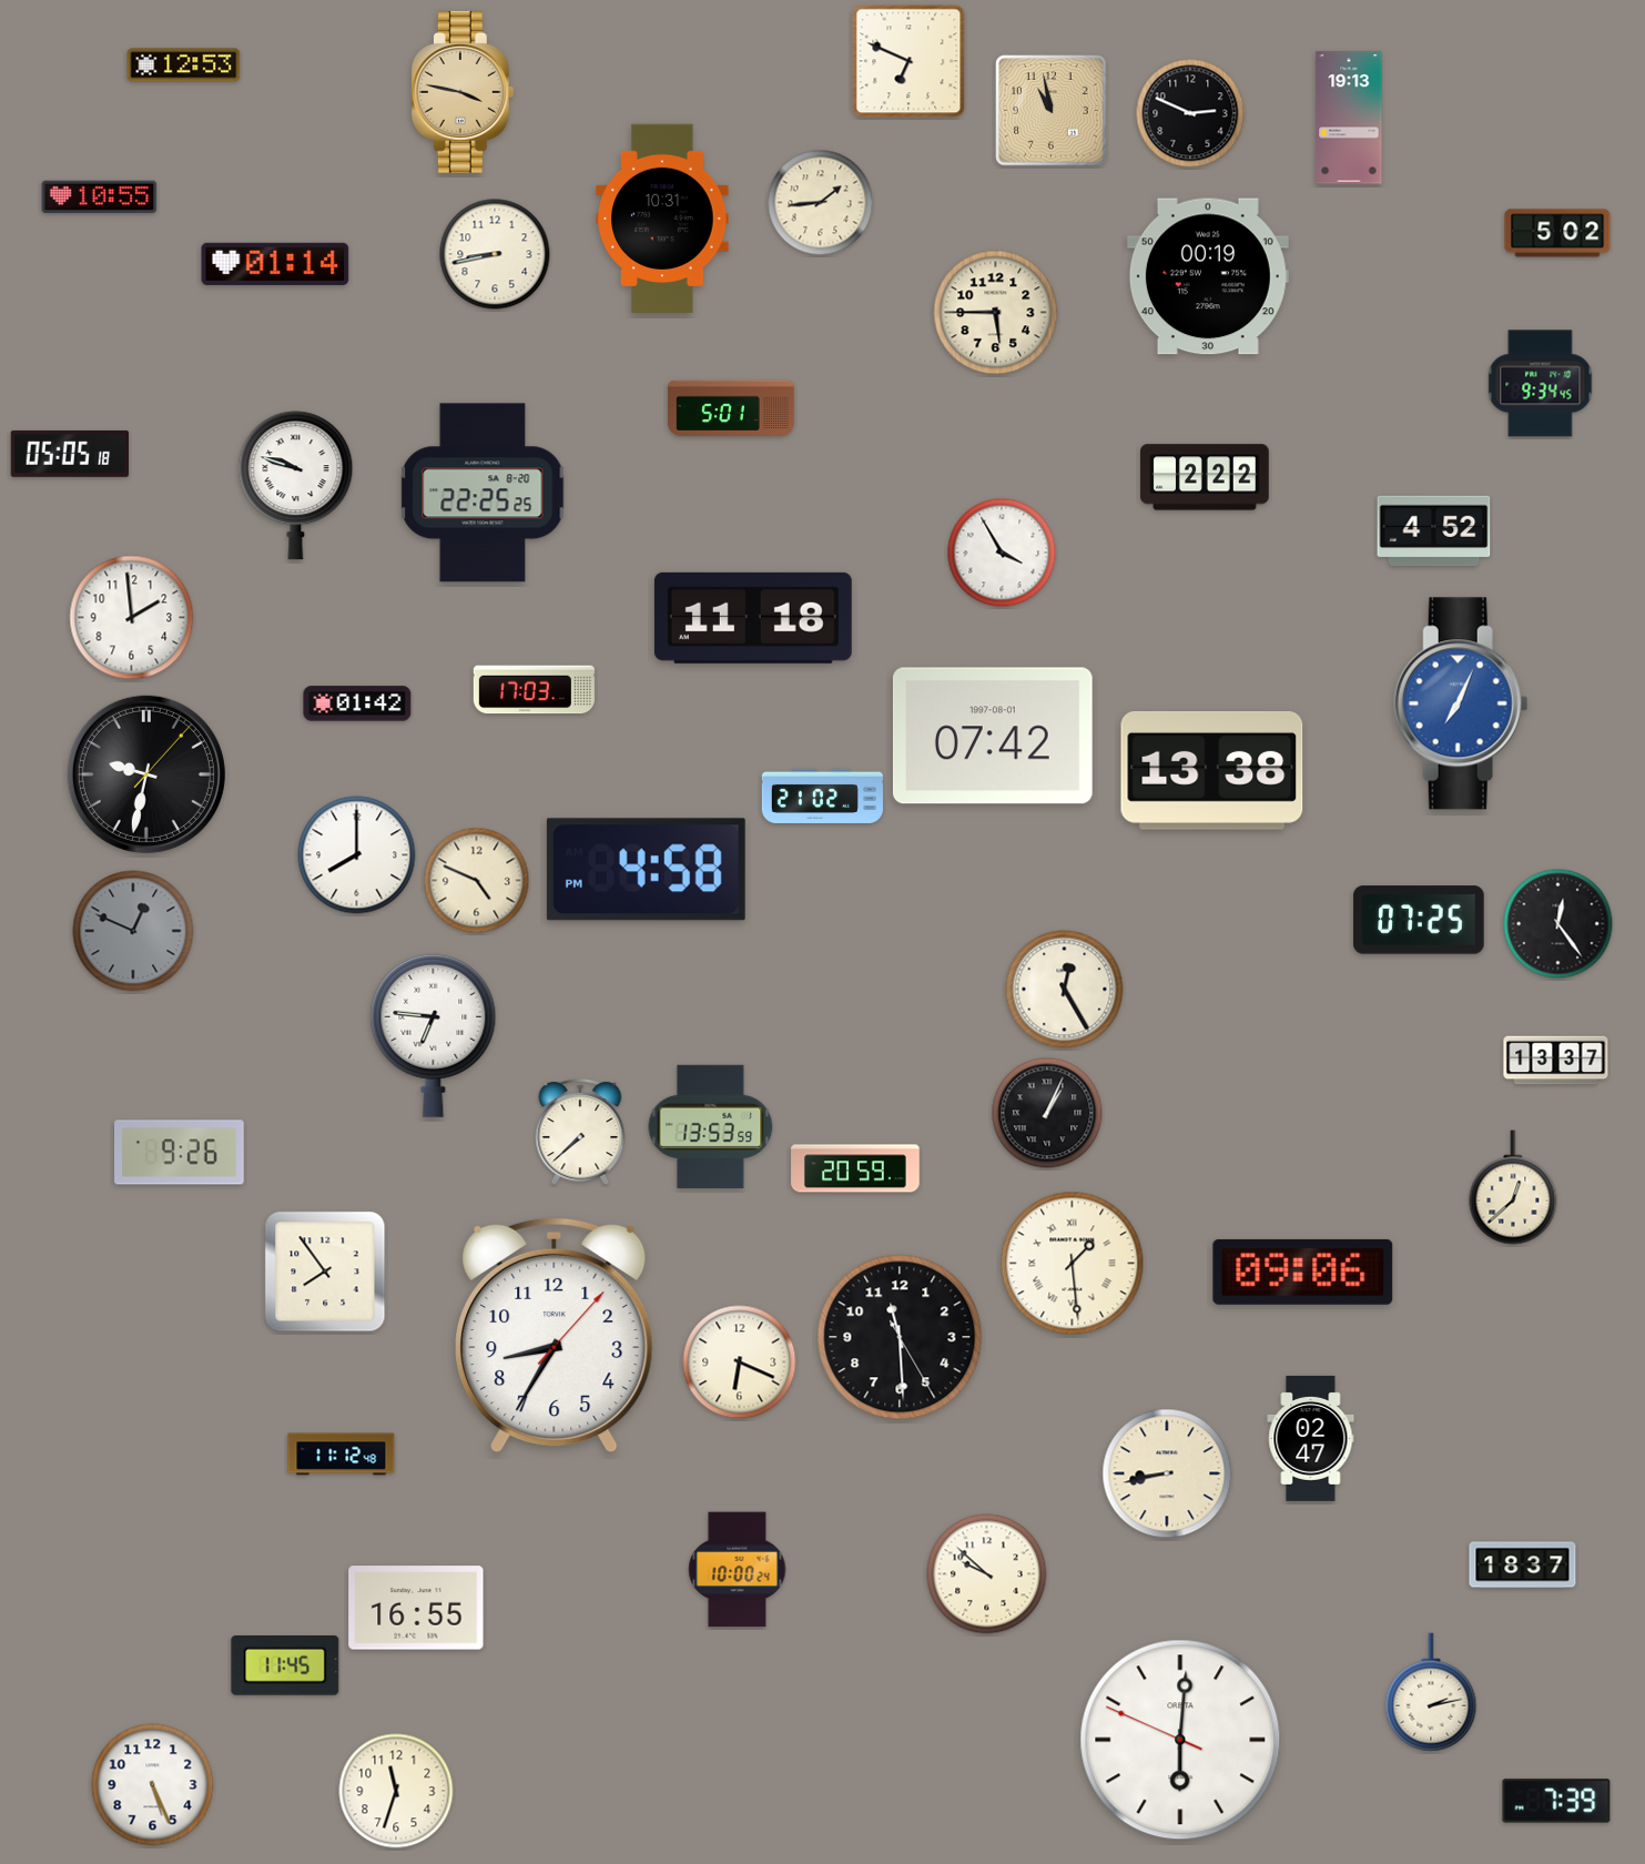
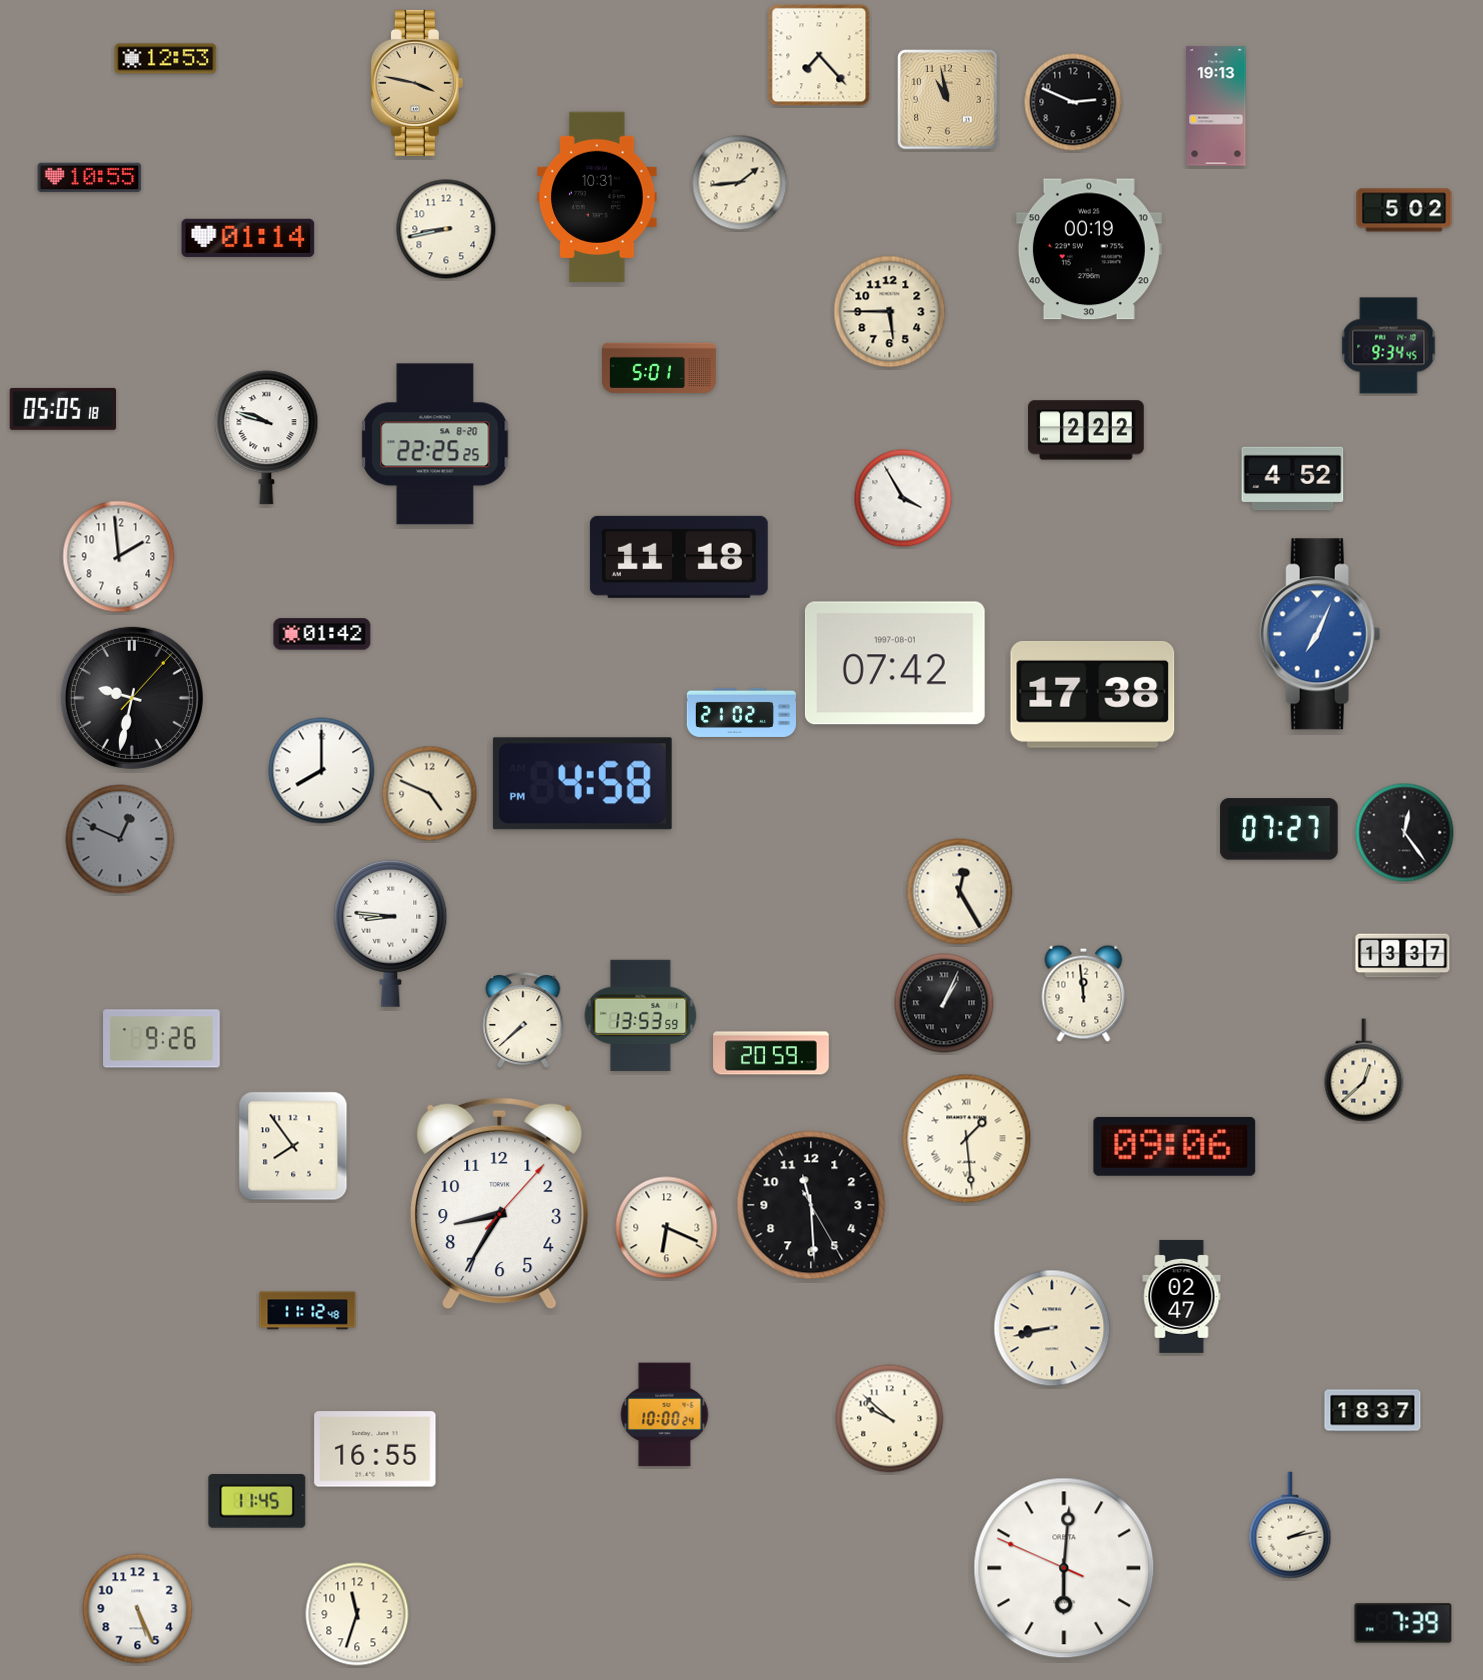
clock at (908, 61): 6:49 -> 7:23
clock at (996, 313) position: (996, 313) -> (890, 312)
clock at (534, 690): 17:03 -> none
clock at (1461, 703) position: (1461, 703) -> (1320, 634)
clock at (1212, 770): 13:38 -> 17:38
clock at (822, 796) position: (822, 796) -> (741, 712)
clock at (1419, 920): 07:25 -> 07:27
clock at (434, 1035): 6:46 -> 8:46
clock at (1084, 993): none -> 11:59
